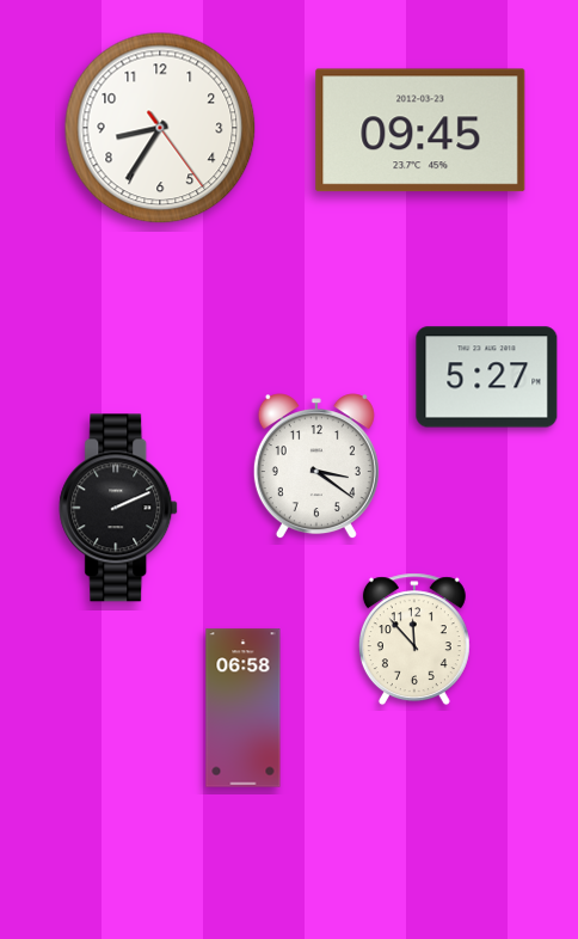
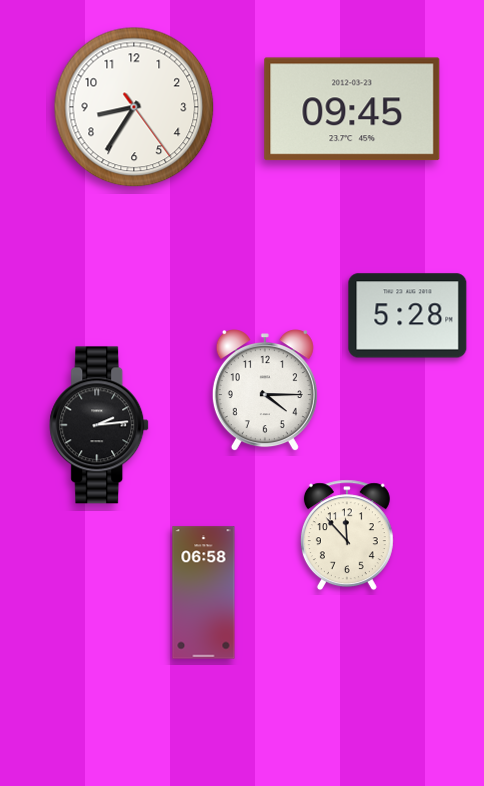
clock at (487, 378): 5:27 -> 5:28
clock at (316, 467): 3:21 -> 4:15
clock at (119, 508): 2:11 -> 2:14
